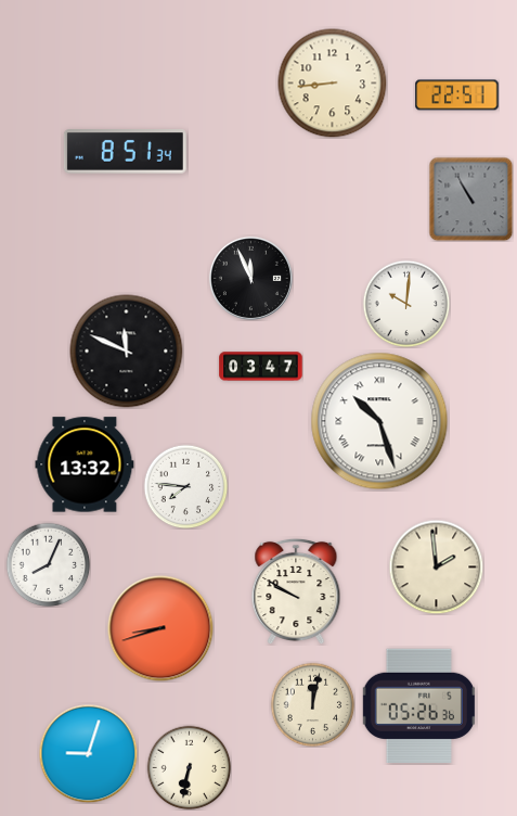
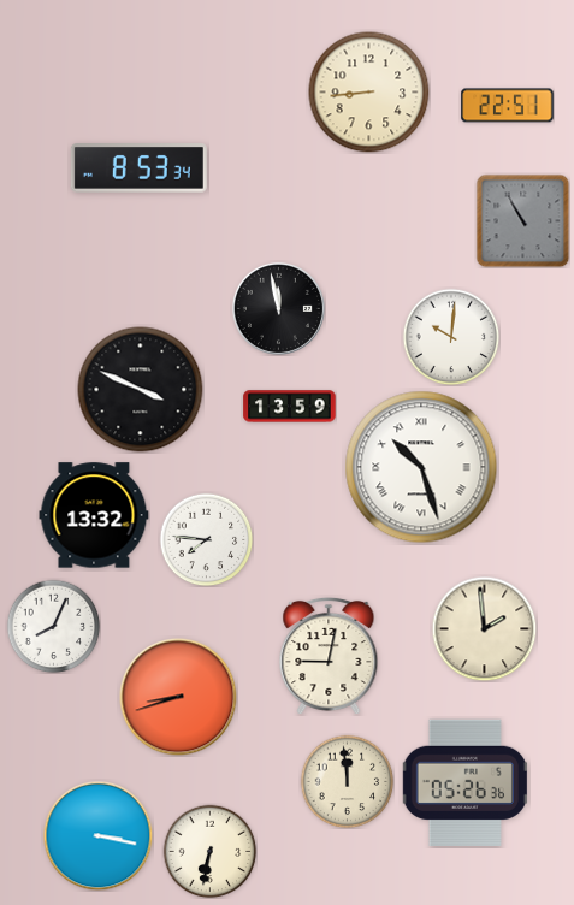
clock at (125, 152): 8:51 -> 8:53
clock at (250, 278): 11:56 -> 11:58
clock at (127, 352): 11:49 -> 3:49
clock at (261, 367): 03:47 -> 13:59
clock at (296, 591): 9:50 -> 9:02
clock at (312, 704): 12:02 -> 11:59
clock at (88, 753): 9:03 -> 3:17
